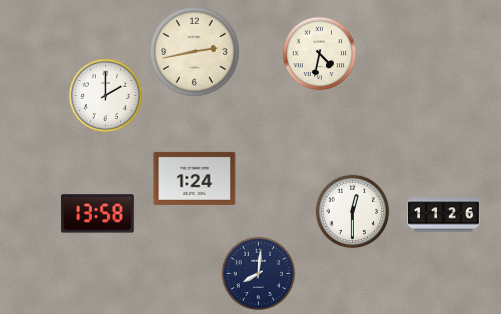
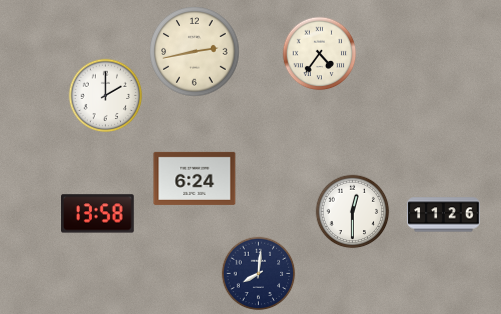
clock at (320, 54): 4:32 -> 4:36
clock at (195, 178): 1:24 -> 6:24
